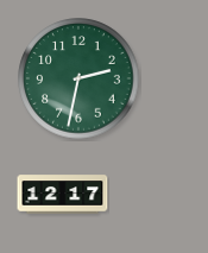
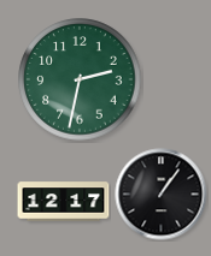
clock at (162, 195): none -> 1:06
clock at (63, 195) position: (63, 195) -> (64, 202)
